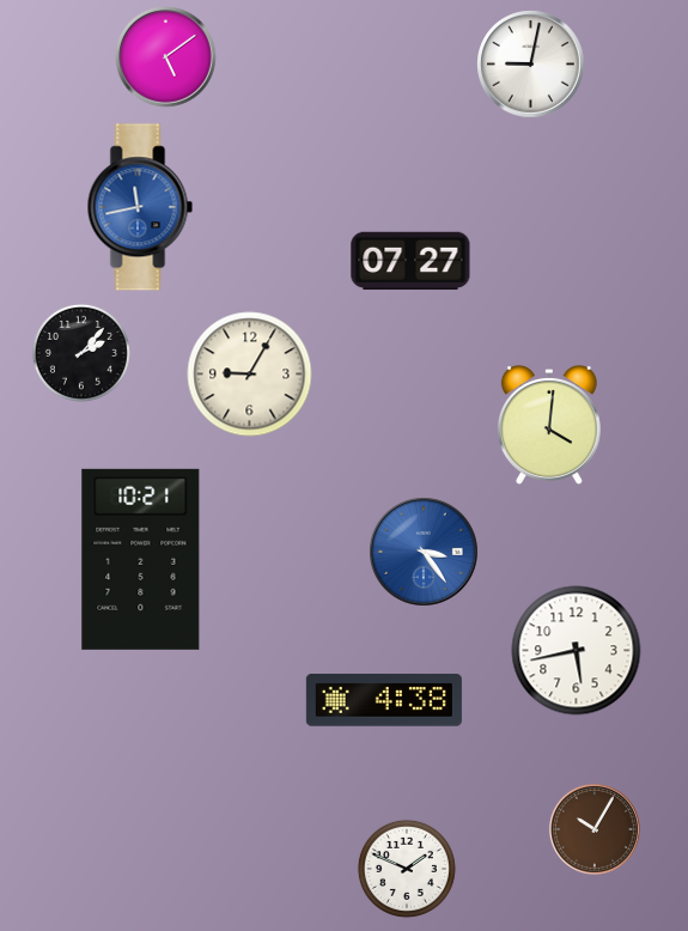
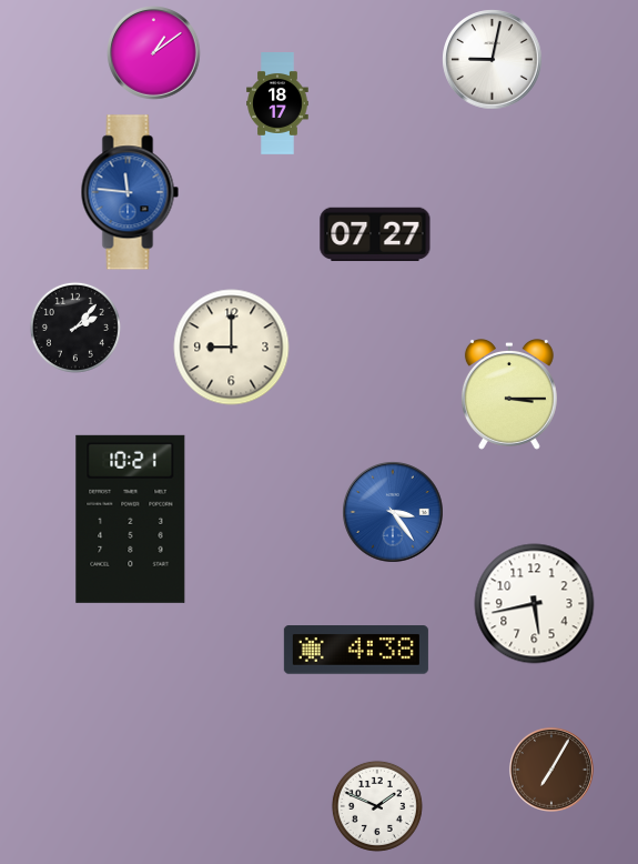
clock at (166, 57): 5:09 -> 1:09
clock at (277, 104): none -> 18:17
clock at (140, 207): 11:43 -> 11:46
clock at (410, 261) position: (410, 261) -> (375, 234)
clock at (250, 375): 9:05 -> 9:00
clock at (549, 426): 4:01 -> 3:15
clock at (595, 829): 10:05 -> 7:05
